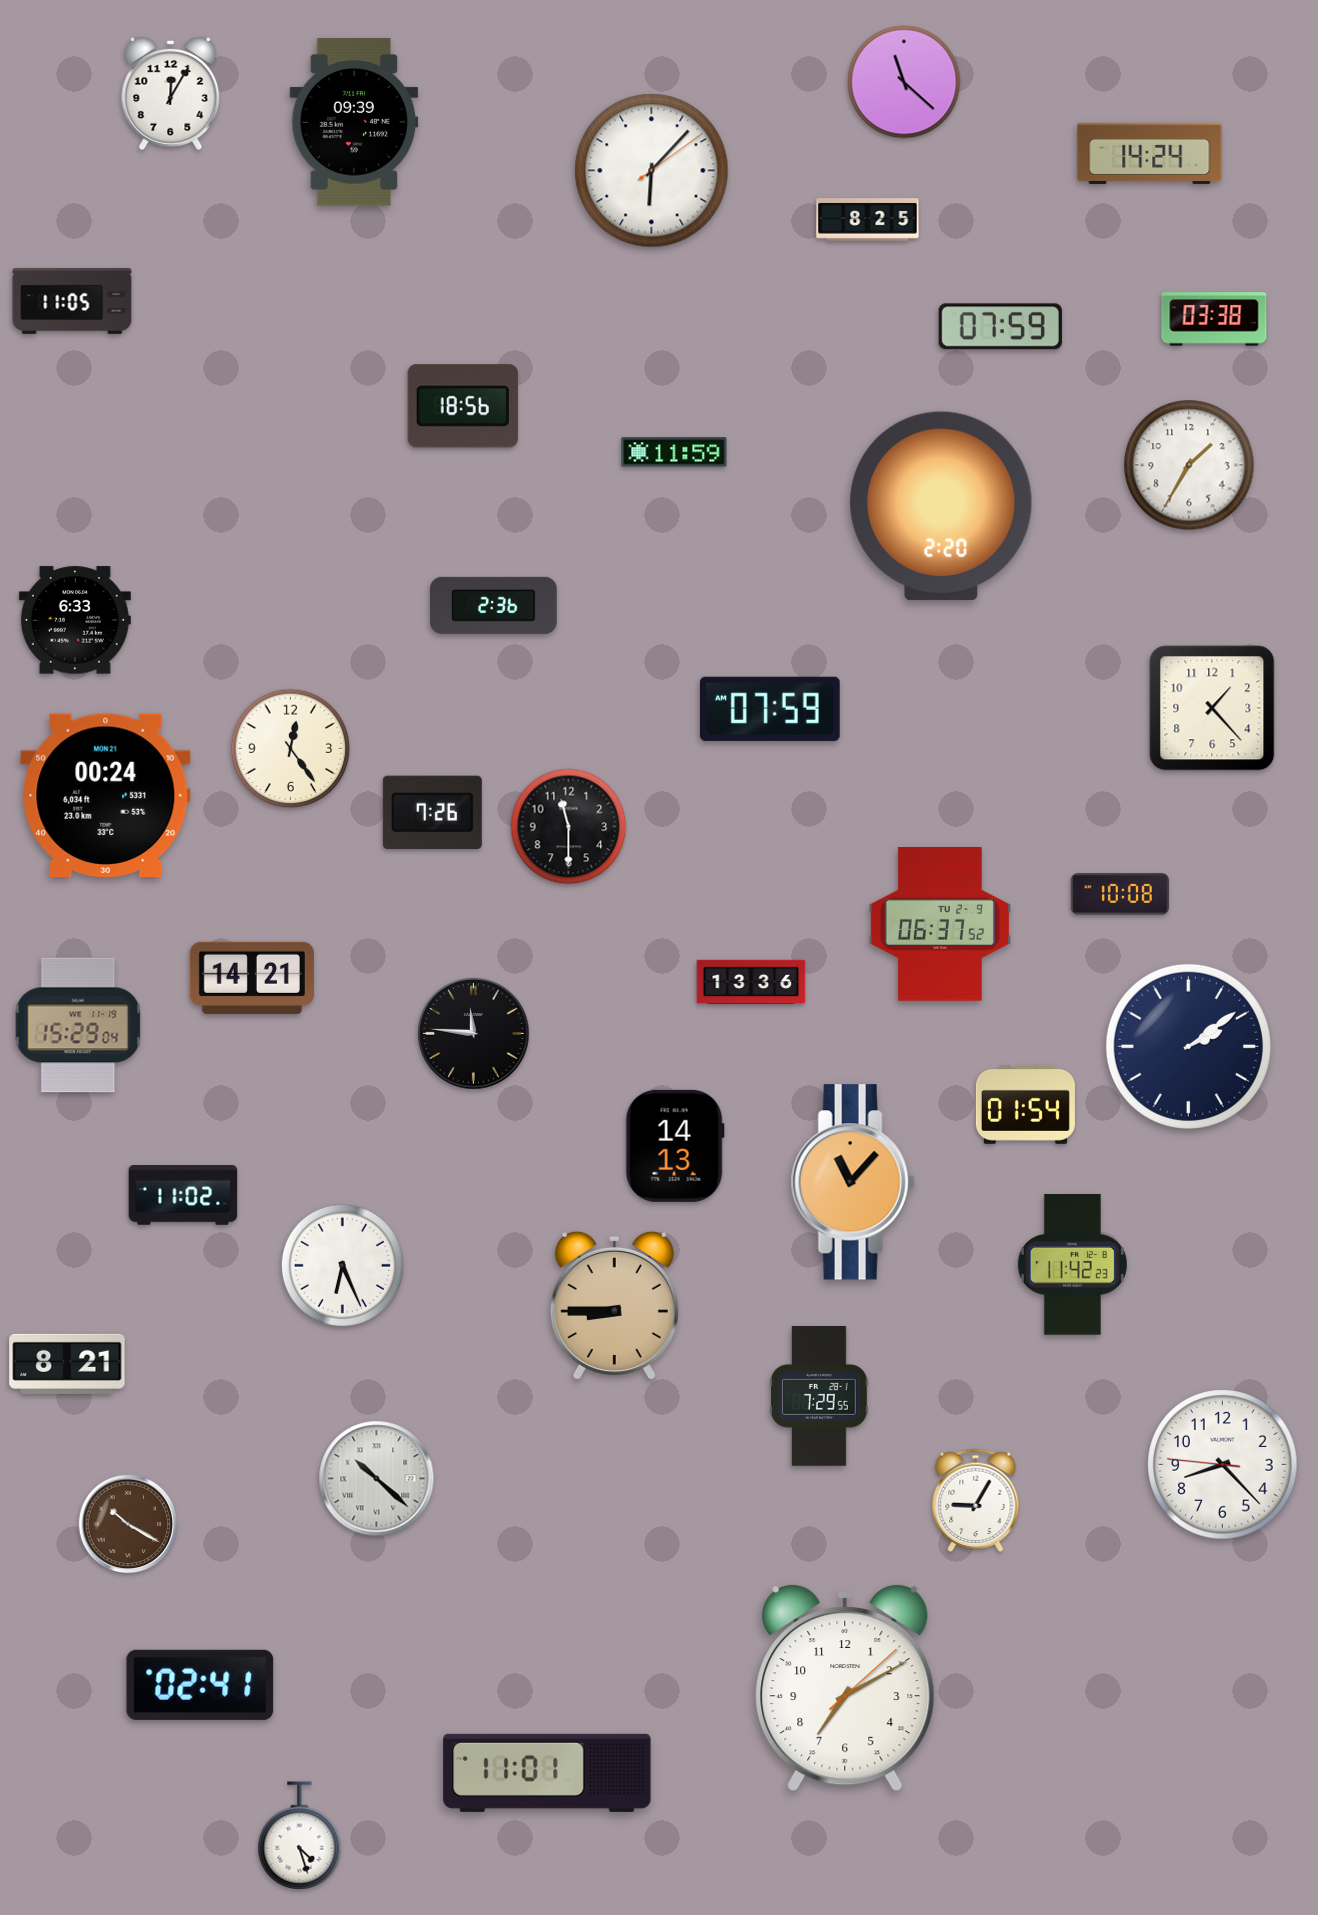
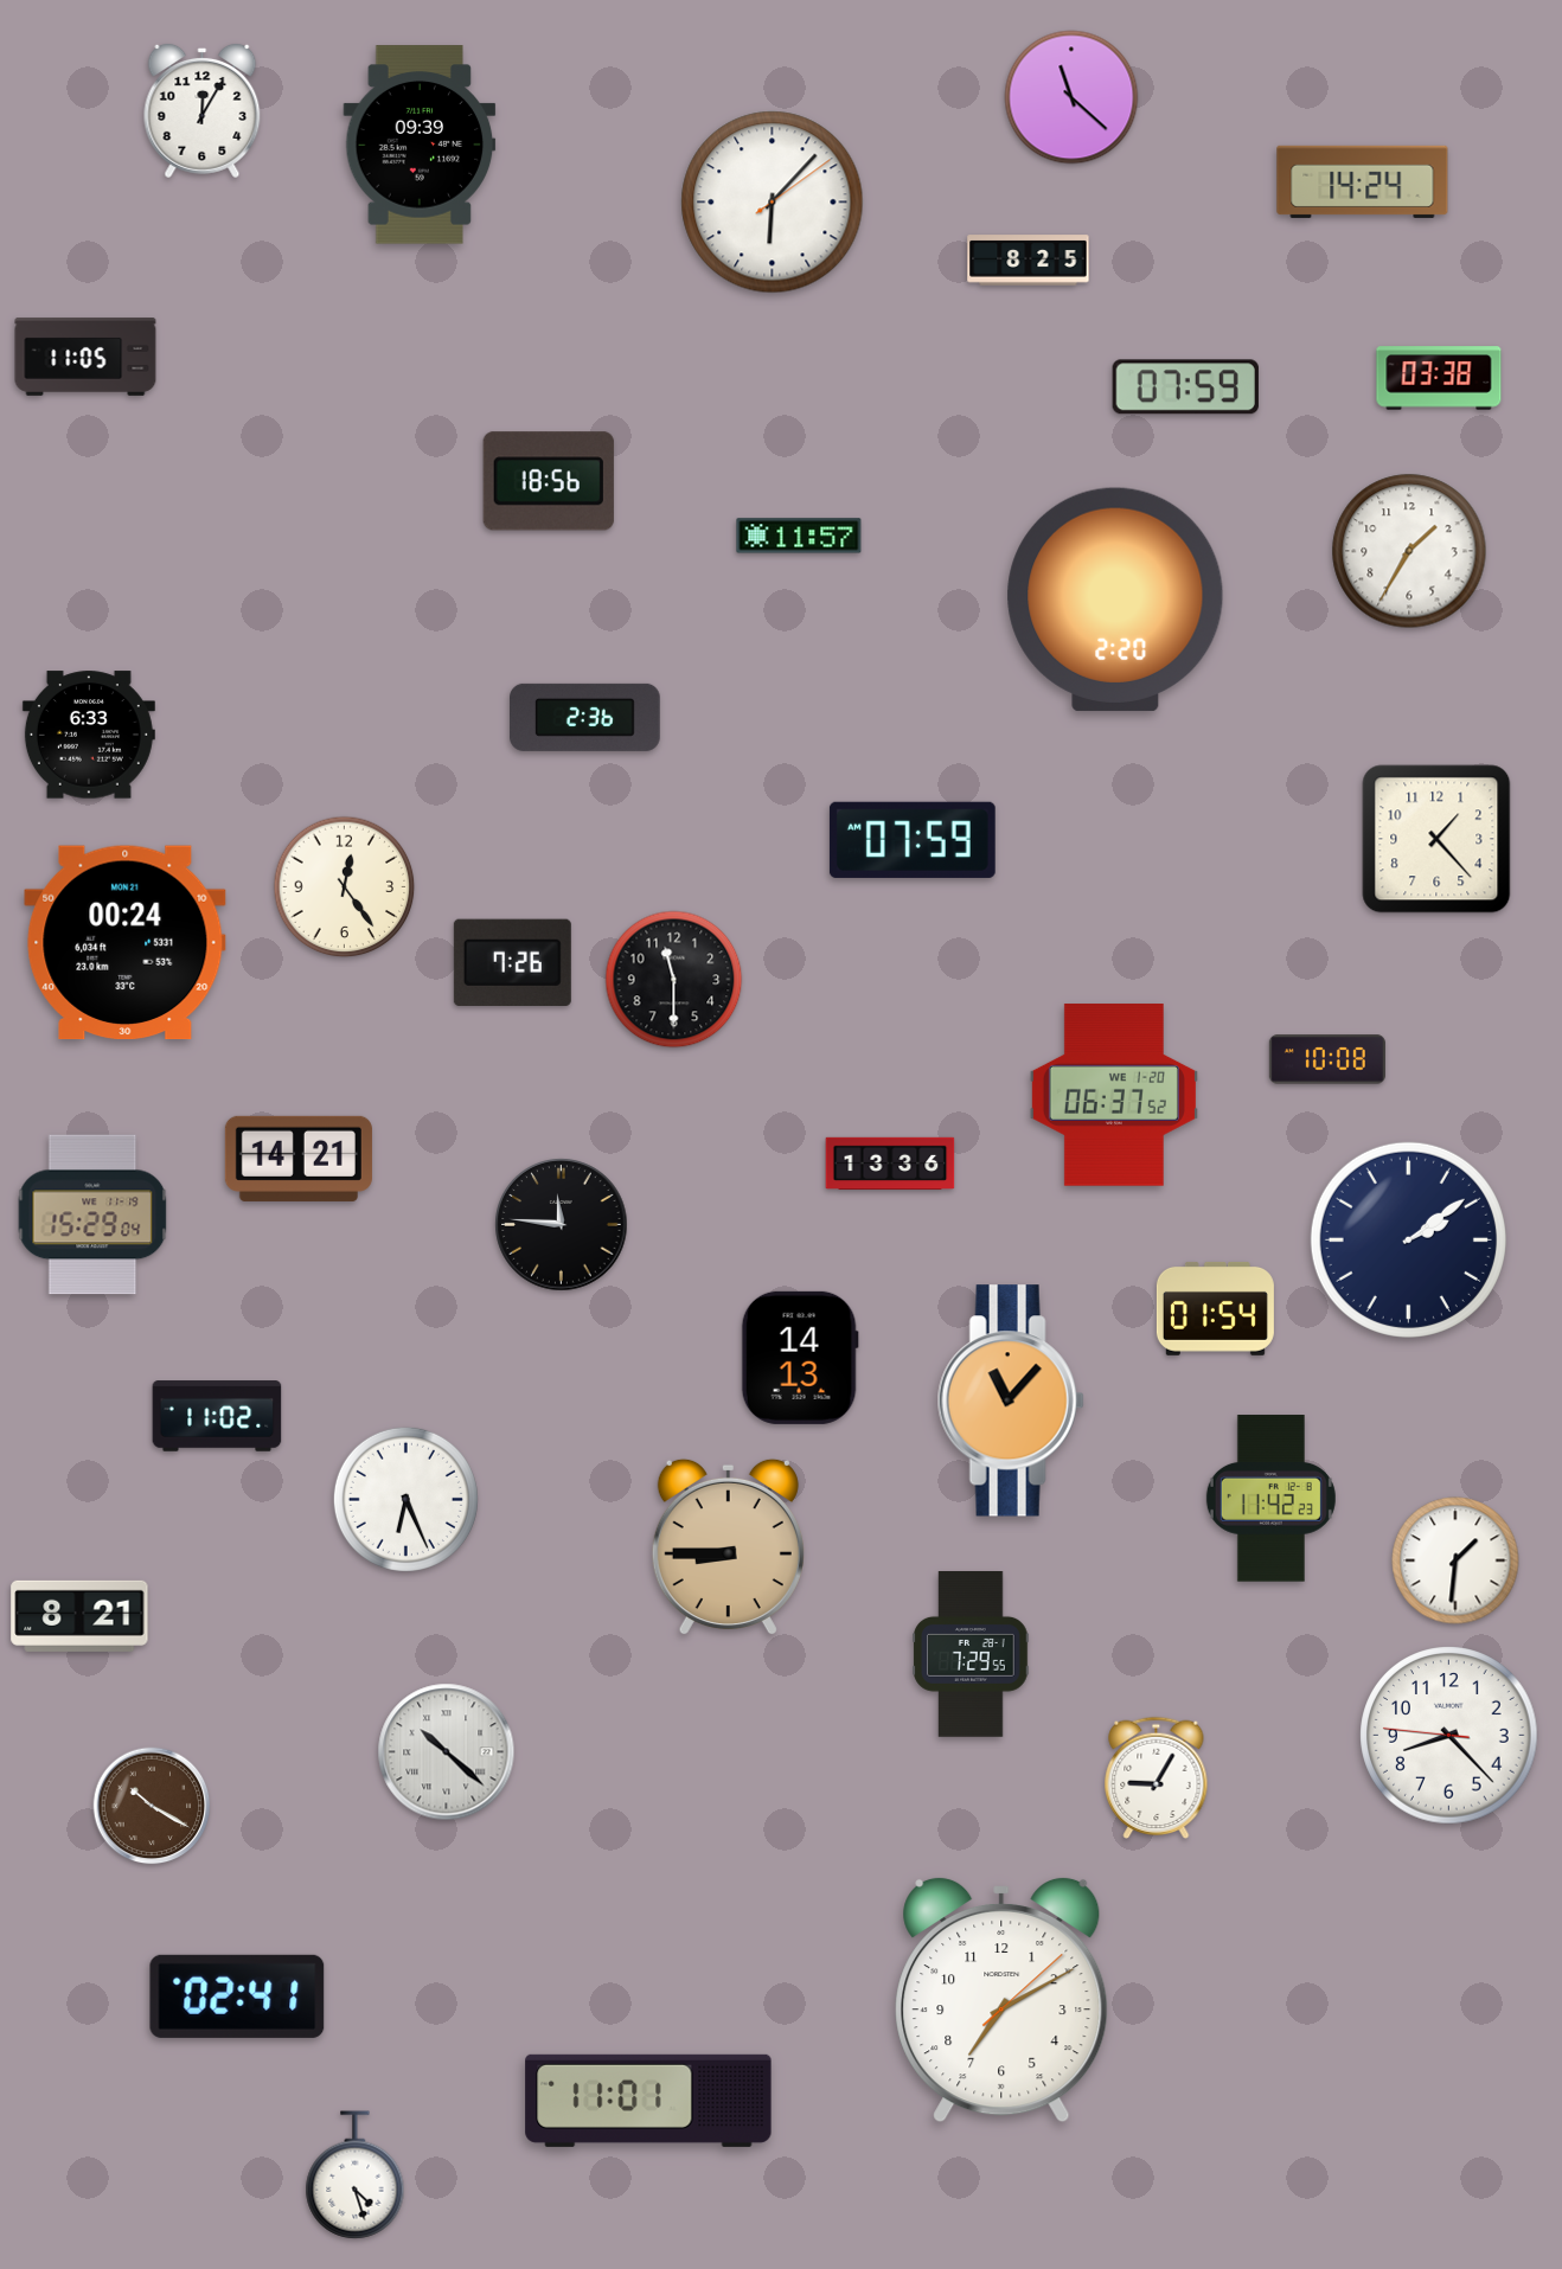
clock at (674, 452): 11:59 -> 11:57
clock at (940, 924) date: TU 2-9 -> WE 1-20
clock at (1455, 1560): none -> 1:31
